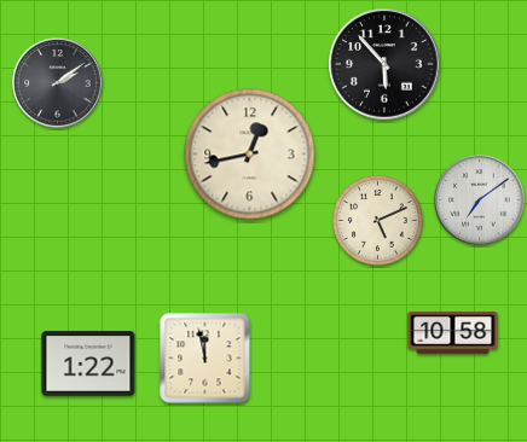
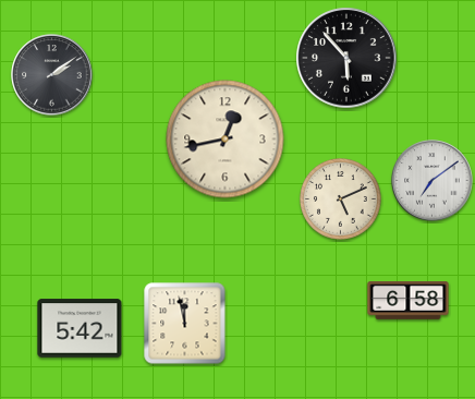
clock at (453, 333): 10:58 -> 6:58
clock at (88, 364): 1:22 -> 5:42
